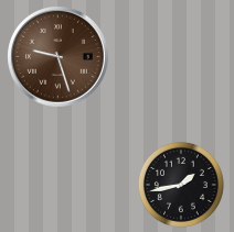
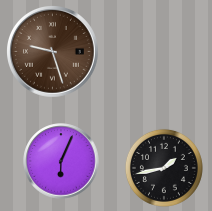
clock at (61, 161): none -> 6:04
